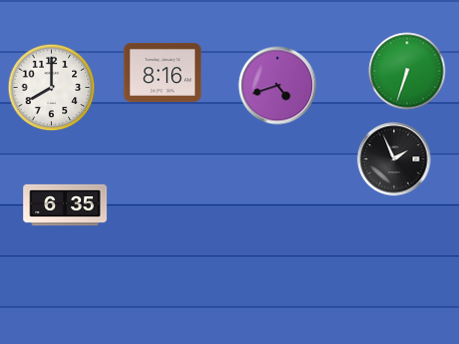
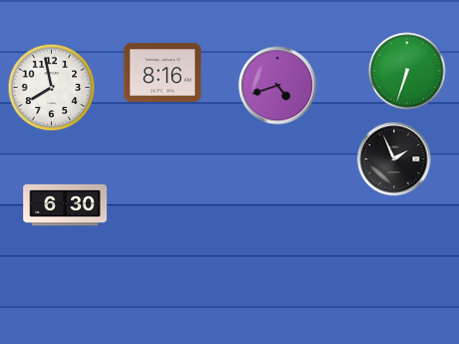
clock at (52, 88): 8:00 -> 7:58
clock at (65, 205): 6:35 -> 6:30
